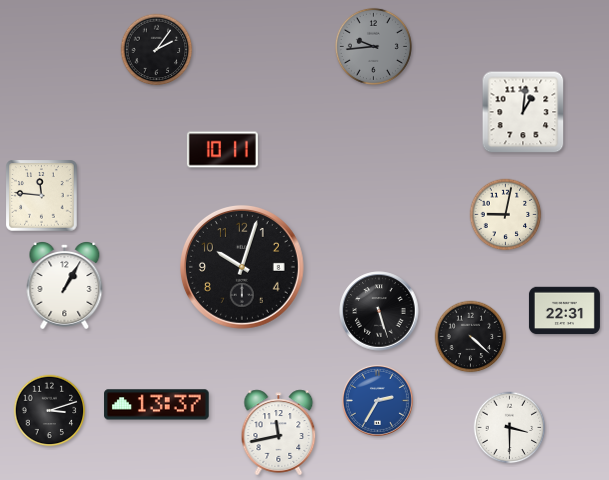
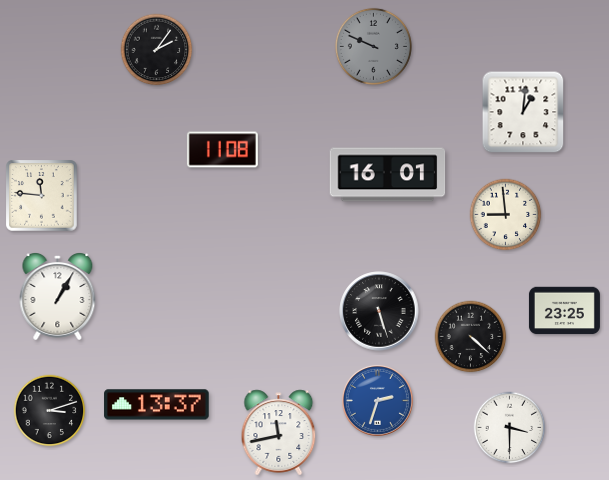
clock at (373, 46): 9:44 -> 9:49
clock at (222, 150): 10:11 -> 11:08
clock at (388, 175): none -> 16:01
clock at (506, 215): 9:02 -> 8:59
clock at (242, 267): 10:03 -> none
clock at (65, 286) position: (65, 286) -> (58, 297)
clock at (564, 311): 22:31 -> 23:25
clock at (377, 400): 2:35 -> 2:33
